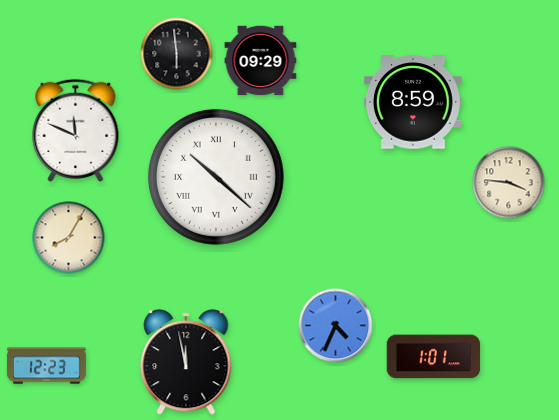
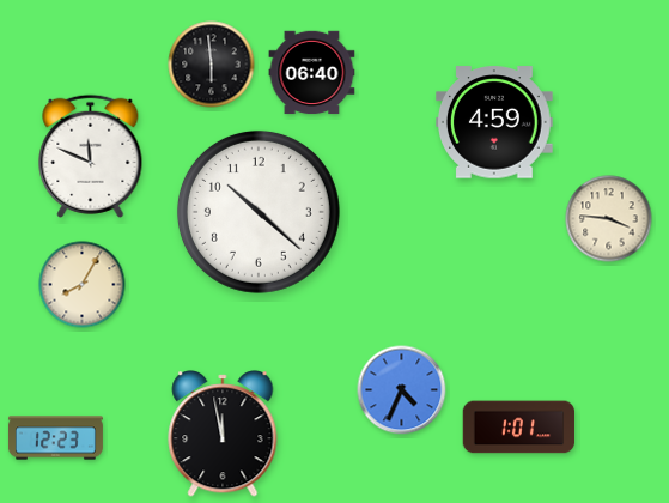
clock at (261, 61): 09:29 -> 06:40
clock at (414, 102): 8:59 -> 4:59
clock at (216, 177) numerals: Roman -> Arabic
